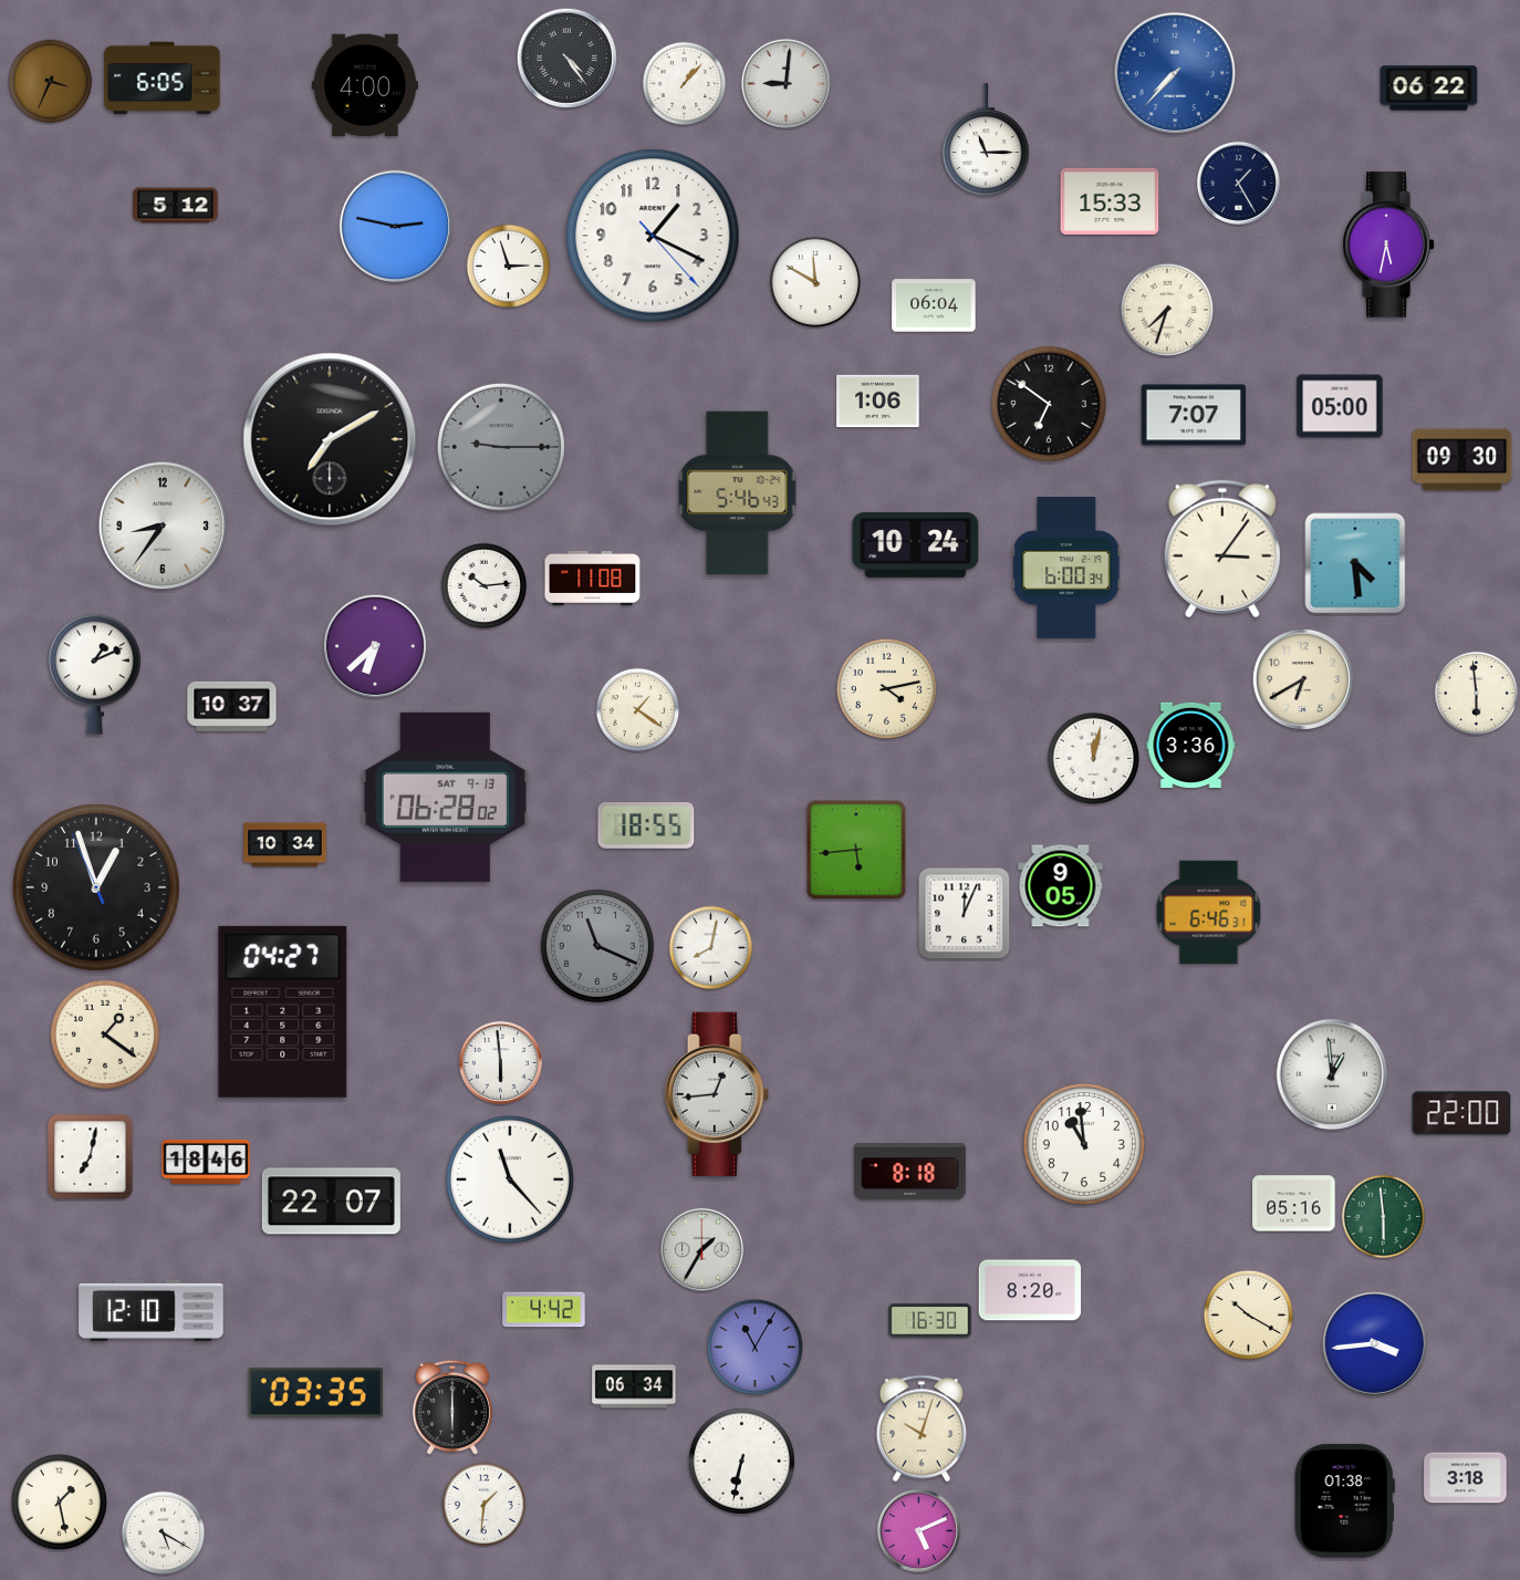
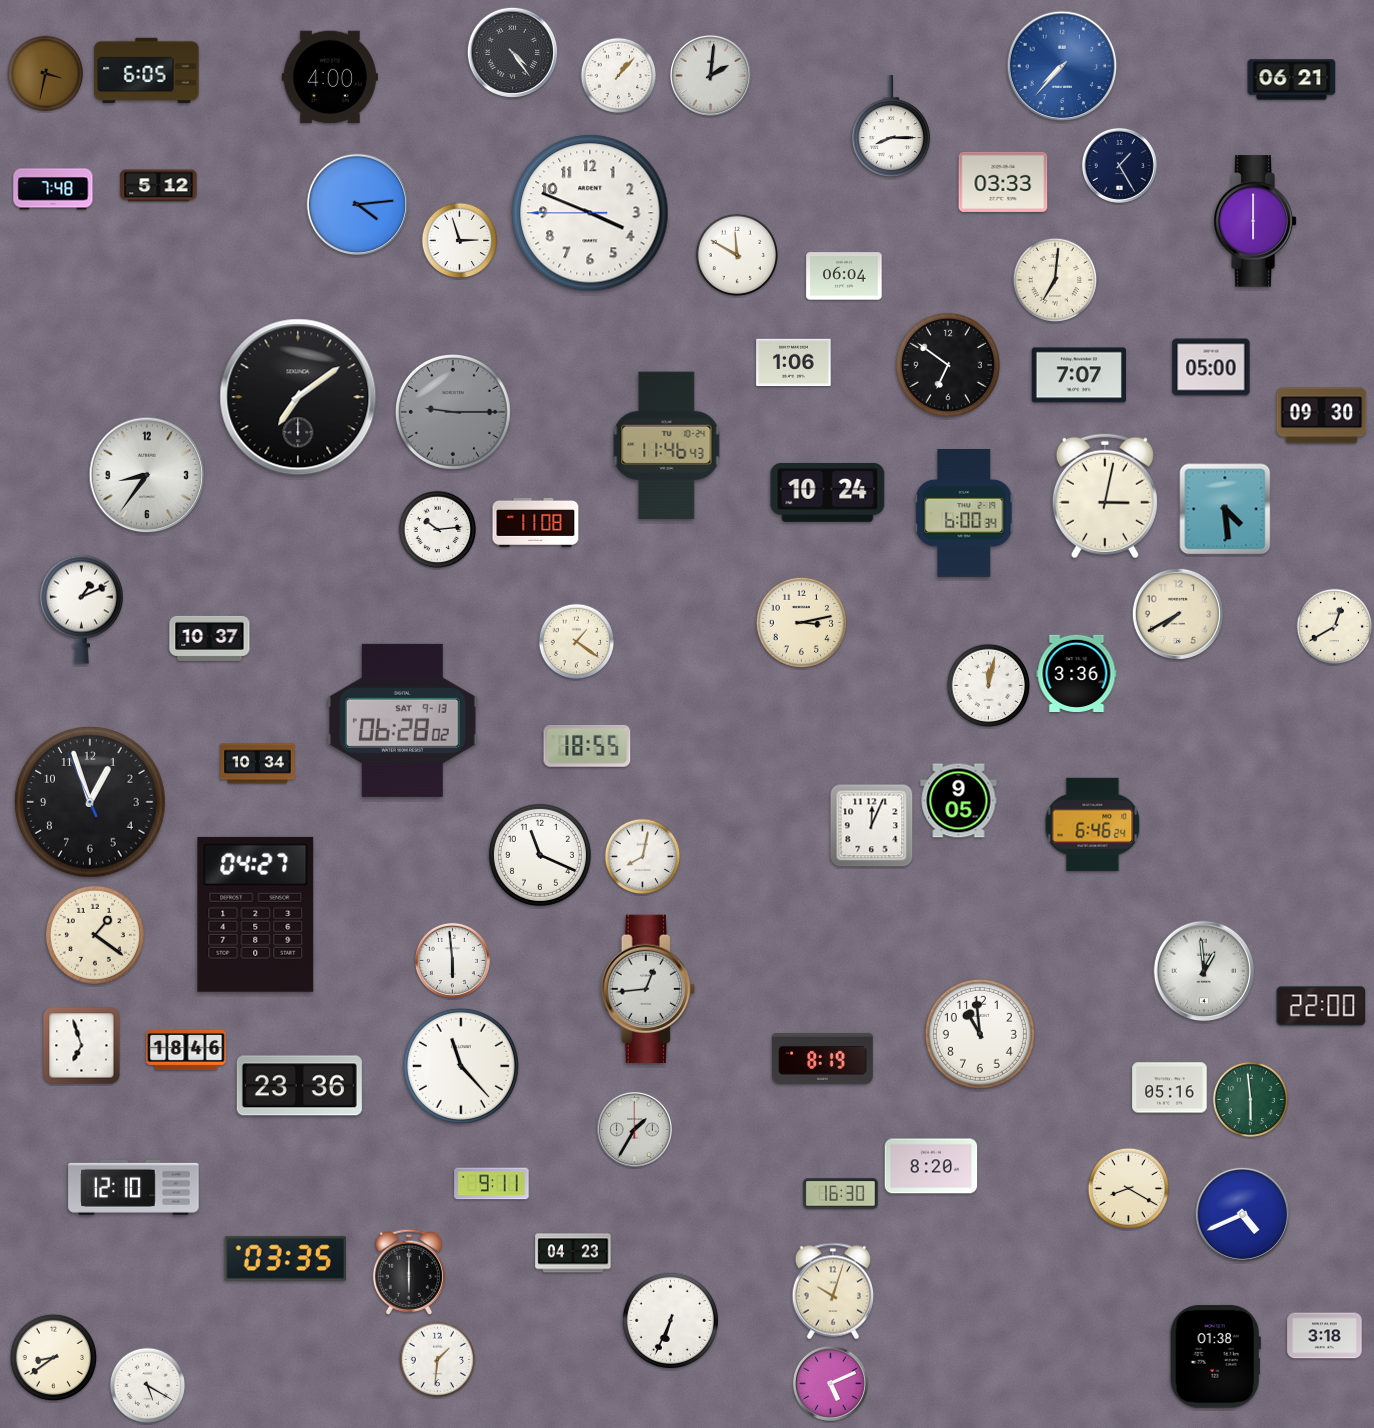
clock at (51, 82): 3:34 -> 3:32
clock at (785, 83): 9:01 -> 2:01
clock at (1429, 89): 06:22 -> 06:21
clock at (986, 141): 11:15 -> 8:15
clock at (1110, 201): 15:33 -> 03:33
clock at (53, 189): none -> 7:48
clock at (396, 227): 2:47 -> 4:14
clock at (653, 236): 1:19 -> 3:48
clock at (1388, 245): 5:32 -> 6:00
clock at (1166, 309): 7:33 -> 7:01
clock at (330, 439): 7:10 -> 7:09
clock at (501, 447) position: (501, 447) -> (453, 412)
clock at (738, 493): 5:46 -> 11:46
clock at (1222, 549): 3:06 -> 3:02
clock at (374, 645): 6:38 -> none
clock at (94, 674) position: (94, 674) -> (81, 609)
clock at (1303, 679): 6:40 -> 7:40
clock at (886, 688): 4:13 -> 3:13
clock at (1477, 694): 5:59 -> 12:40
clock at (646, 825) position: (646, 825) -> (587, 746)
clock at (856, 850): 5:44 -> none
clock at (96, 887) position: (96, 887) -> (90, 802)
clock at (1209, 912): 6:46:31 -> 6:46:24
clock at (597, 946) dial: grey -> white
clock at (91, 1157): 7:02 -> 6:57
clock at (910, 1172): 8:18 -> 8:19
clock at (331, 1202): 22:07 -> 23:36
clock at (152, 1310) position: (152, 1310) -> (134, 1187)
clock at (544, 1310): 4:42 -> 9:11
clock at (1249, 1316): 10:20 -> 8:20
clock at (1374, 1343): 3:44 -> 4:41
clock at (754, 1347): 11:05 -> none
clock at (634, 1386): 06:34 -> 04:23
clock at (741, 1461): 6:32 -> 6:34
clock at (59, 1501): 1:28 -> 8:39
